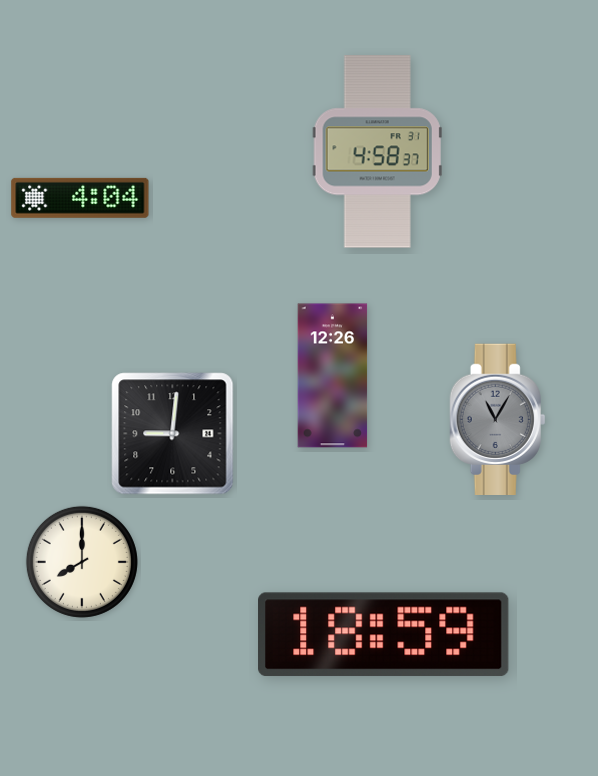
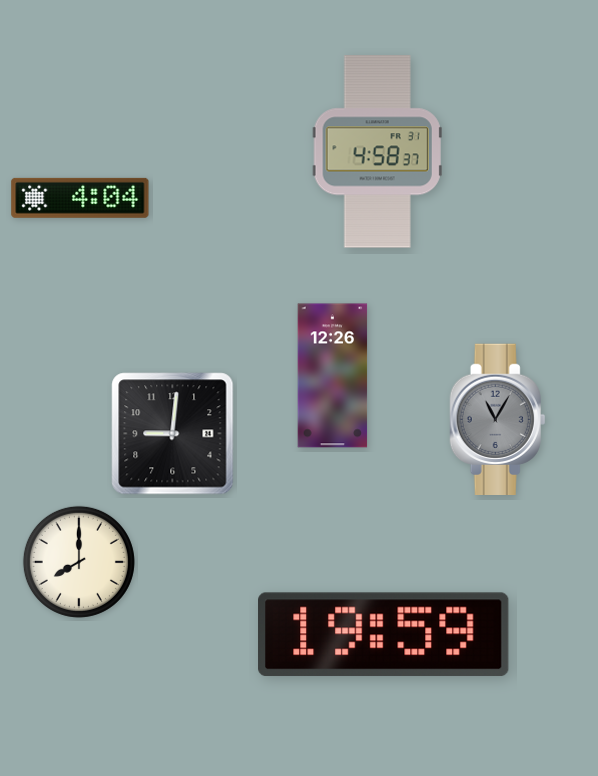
clock at (82, 562) position: (82, 562) -> (79, 562)
clock at (384, 634): 18:59 -> 19:59
